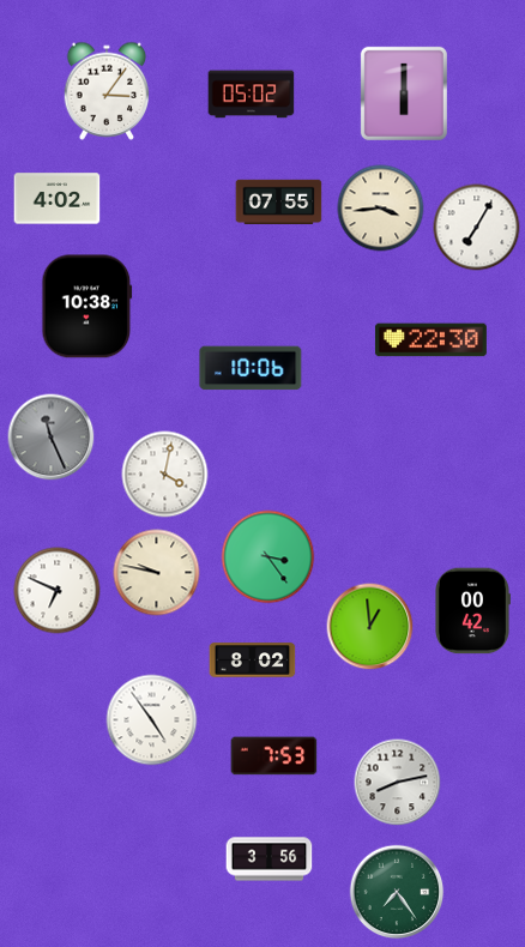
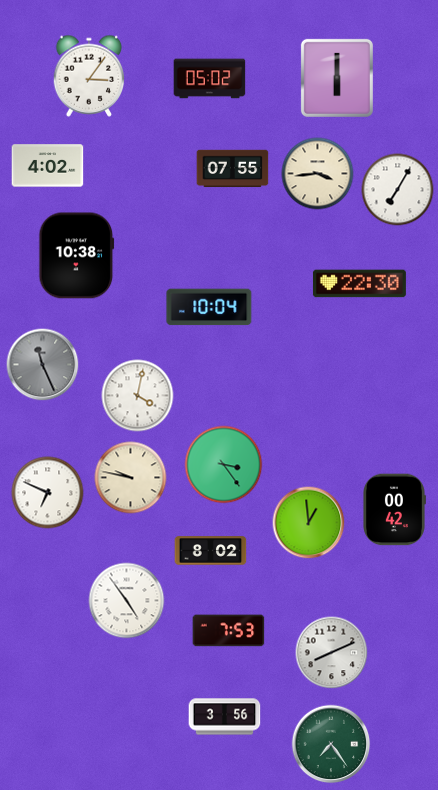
clock at (87, 307) position: (87, 307) -> (77, 256)
clock at (251, 368): 10:06 -> 10:04
clock at (398, 783): 8:13 -> 8:11
